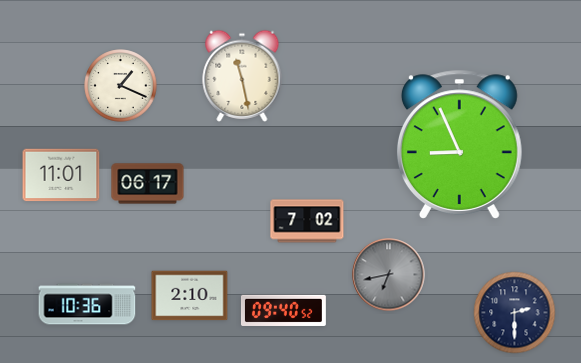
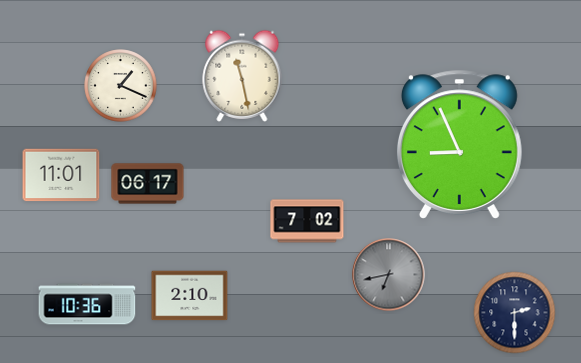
clock at (284, 310): 09:40 -> none
